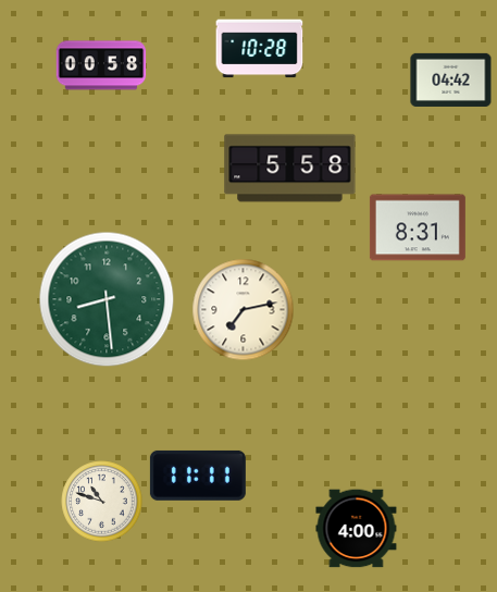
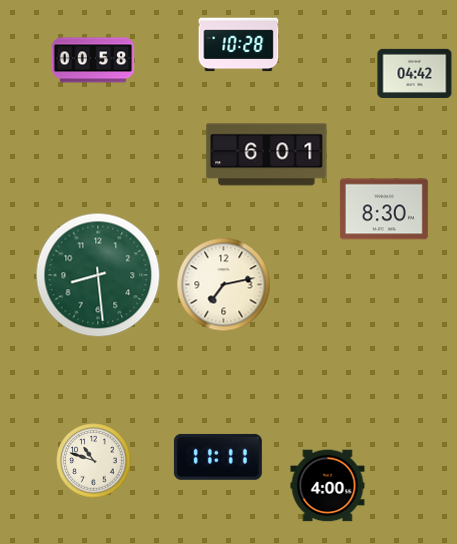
clock at (290, 169): 5:58 -> 6:01
clock at (418, 227): 8:31 -> 8:30
clock at (198, 476) position: (198, 476) -> (218, 457)
